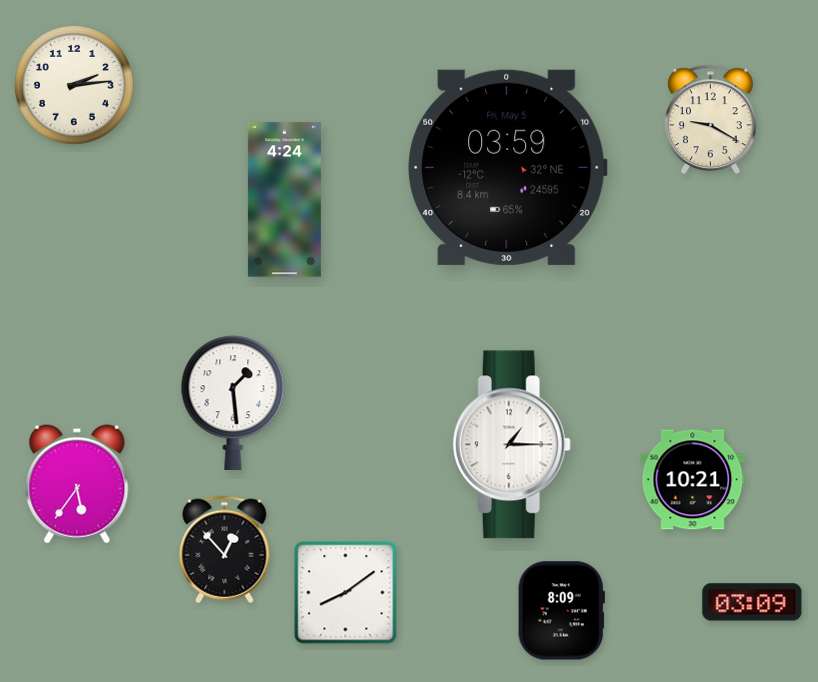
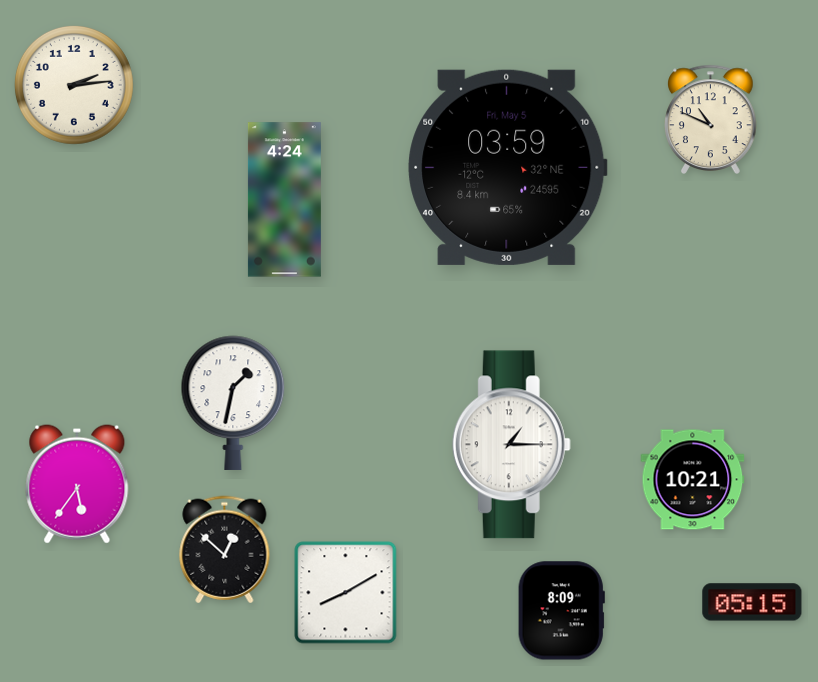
clock at (711, 119): 9:20 -> 10:49
clock at (233, 403): 1:29 -> 1:32
clock at (225, 550): 12:53 -> 12:52
clock at (346, 593): 8:09 -> 8:10
clock at (752, 602): 03:09 -> 05:15
